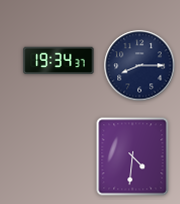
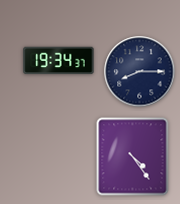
clock at (140, 66) position: (140, 66) -> (140, 72)
clock at (133, 157): 4:31 -> 4:24
